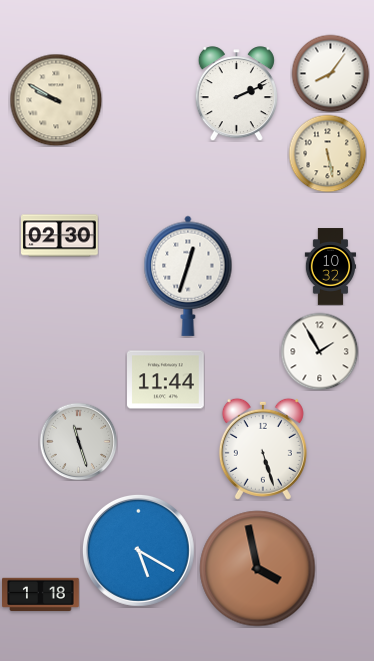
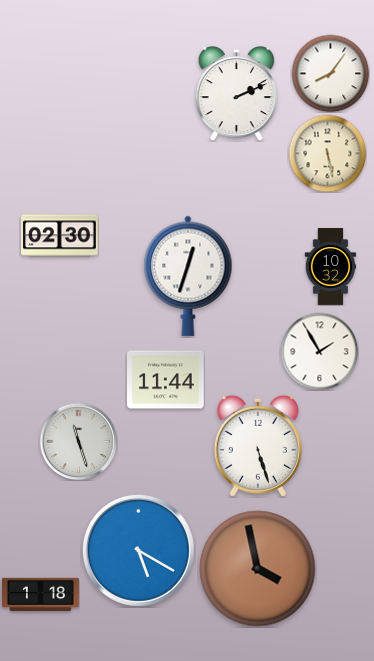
clock at (56, 100): 9:50 -> none
clock at (263, 449) position: (263, 449) -> (258, 446)
